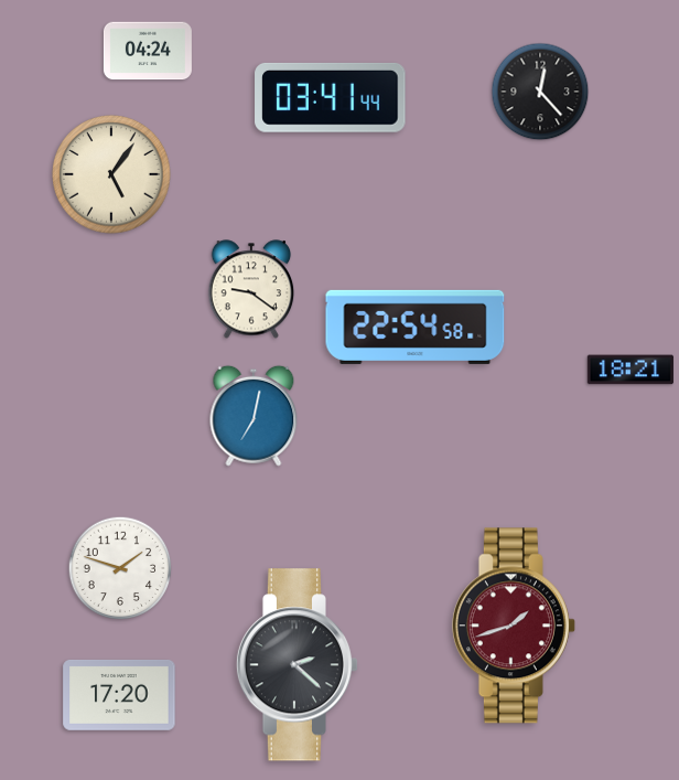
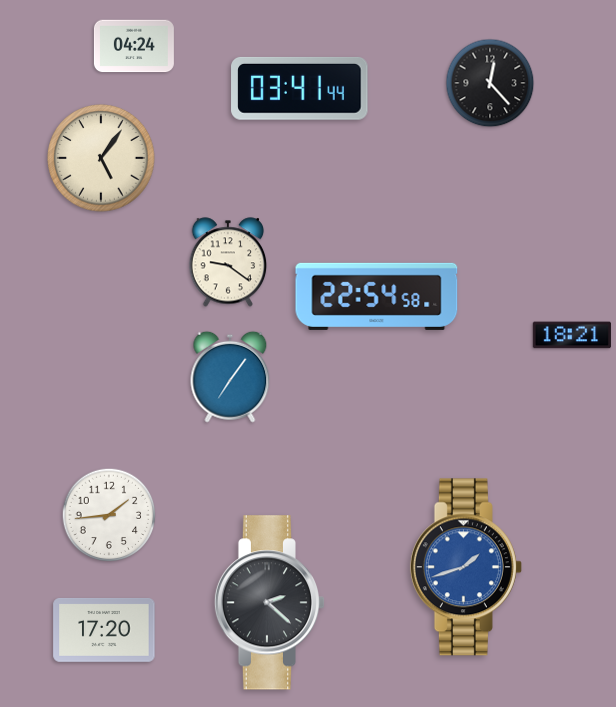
clock at (254, 416): 7:02 -> 7:06
clock at (120, 568): 1:48 -> 1:44
clock at (514, 626) dial: burgundy -> blue
clock at (119, 695) position: (119, 695) -> (104, 630)
